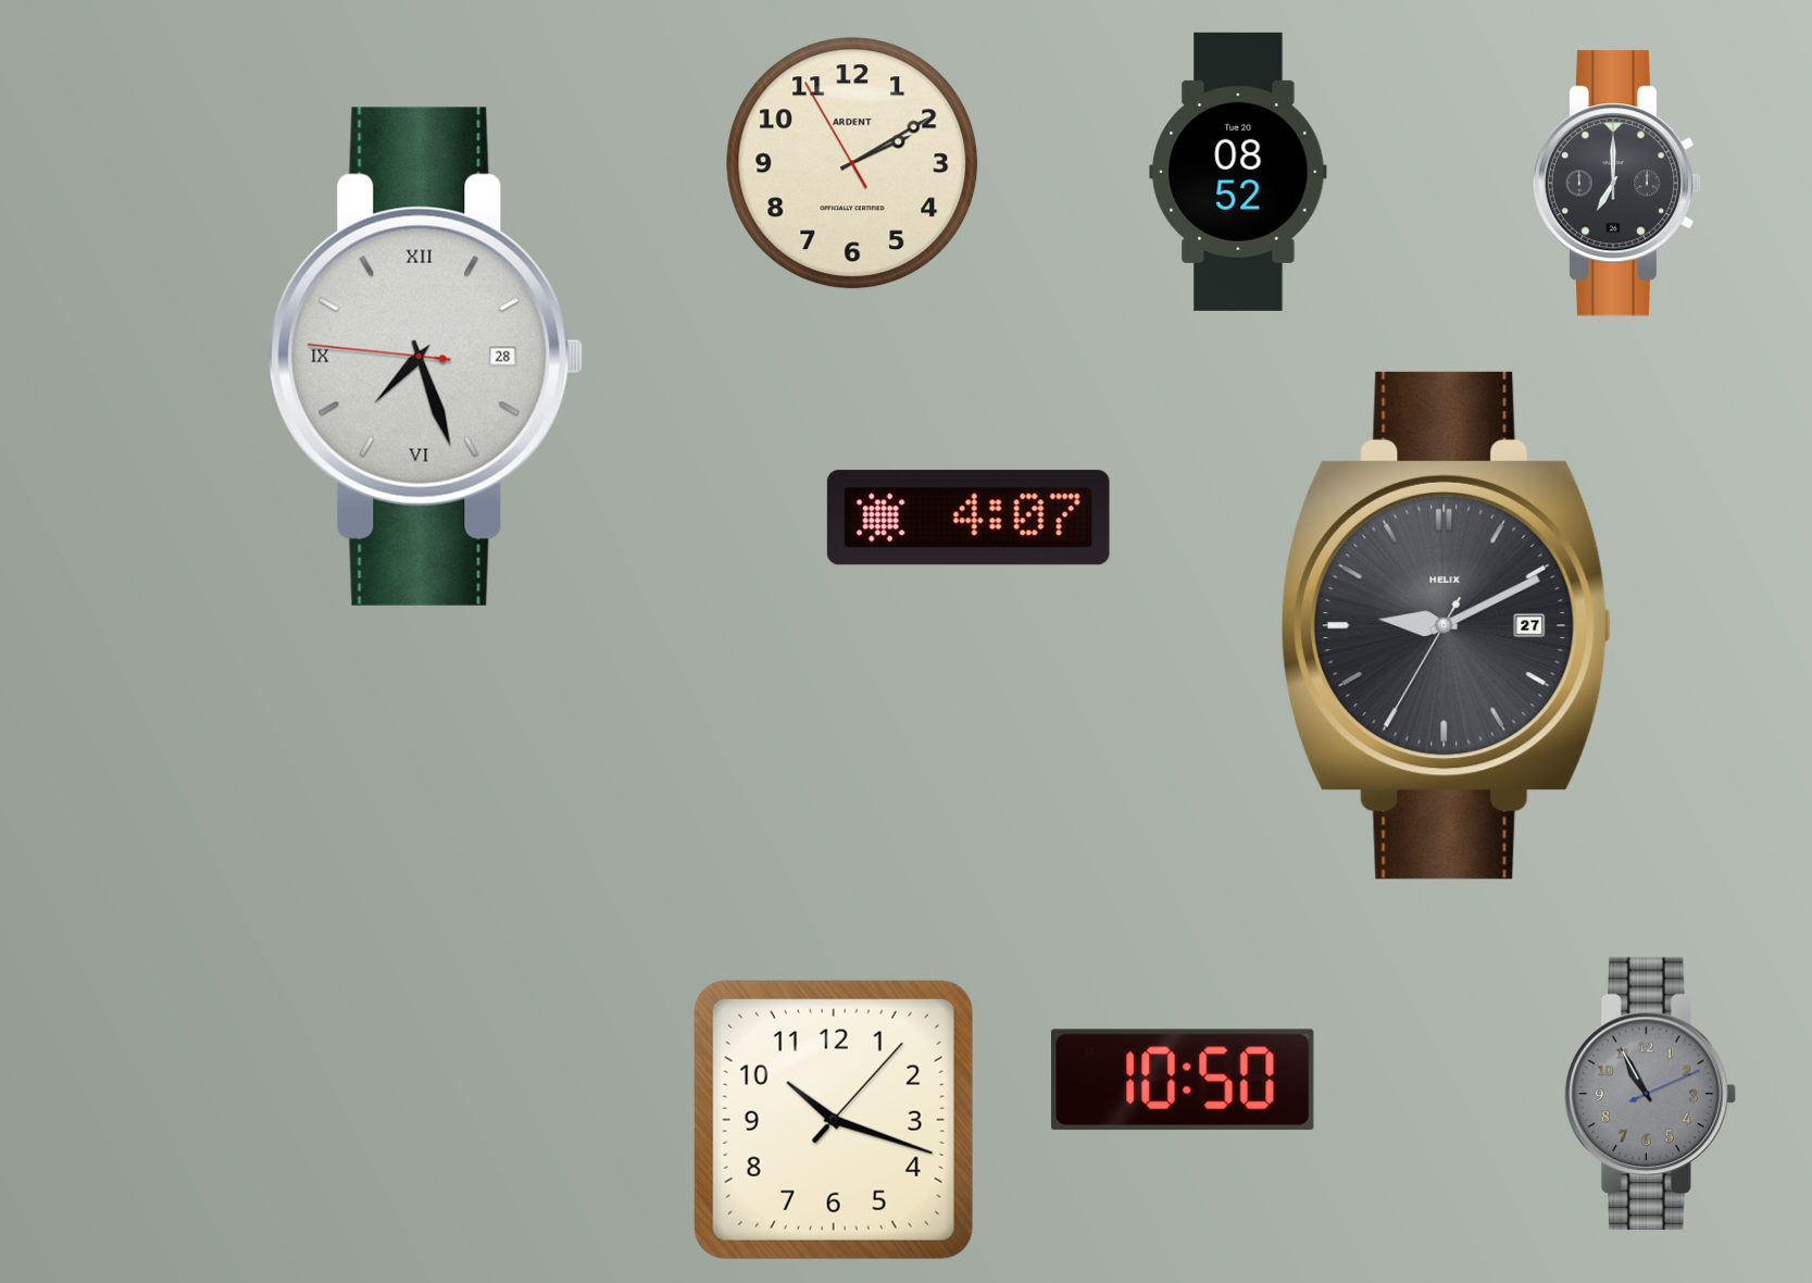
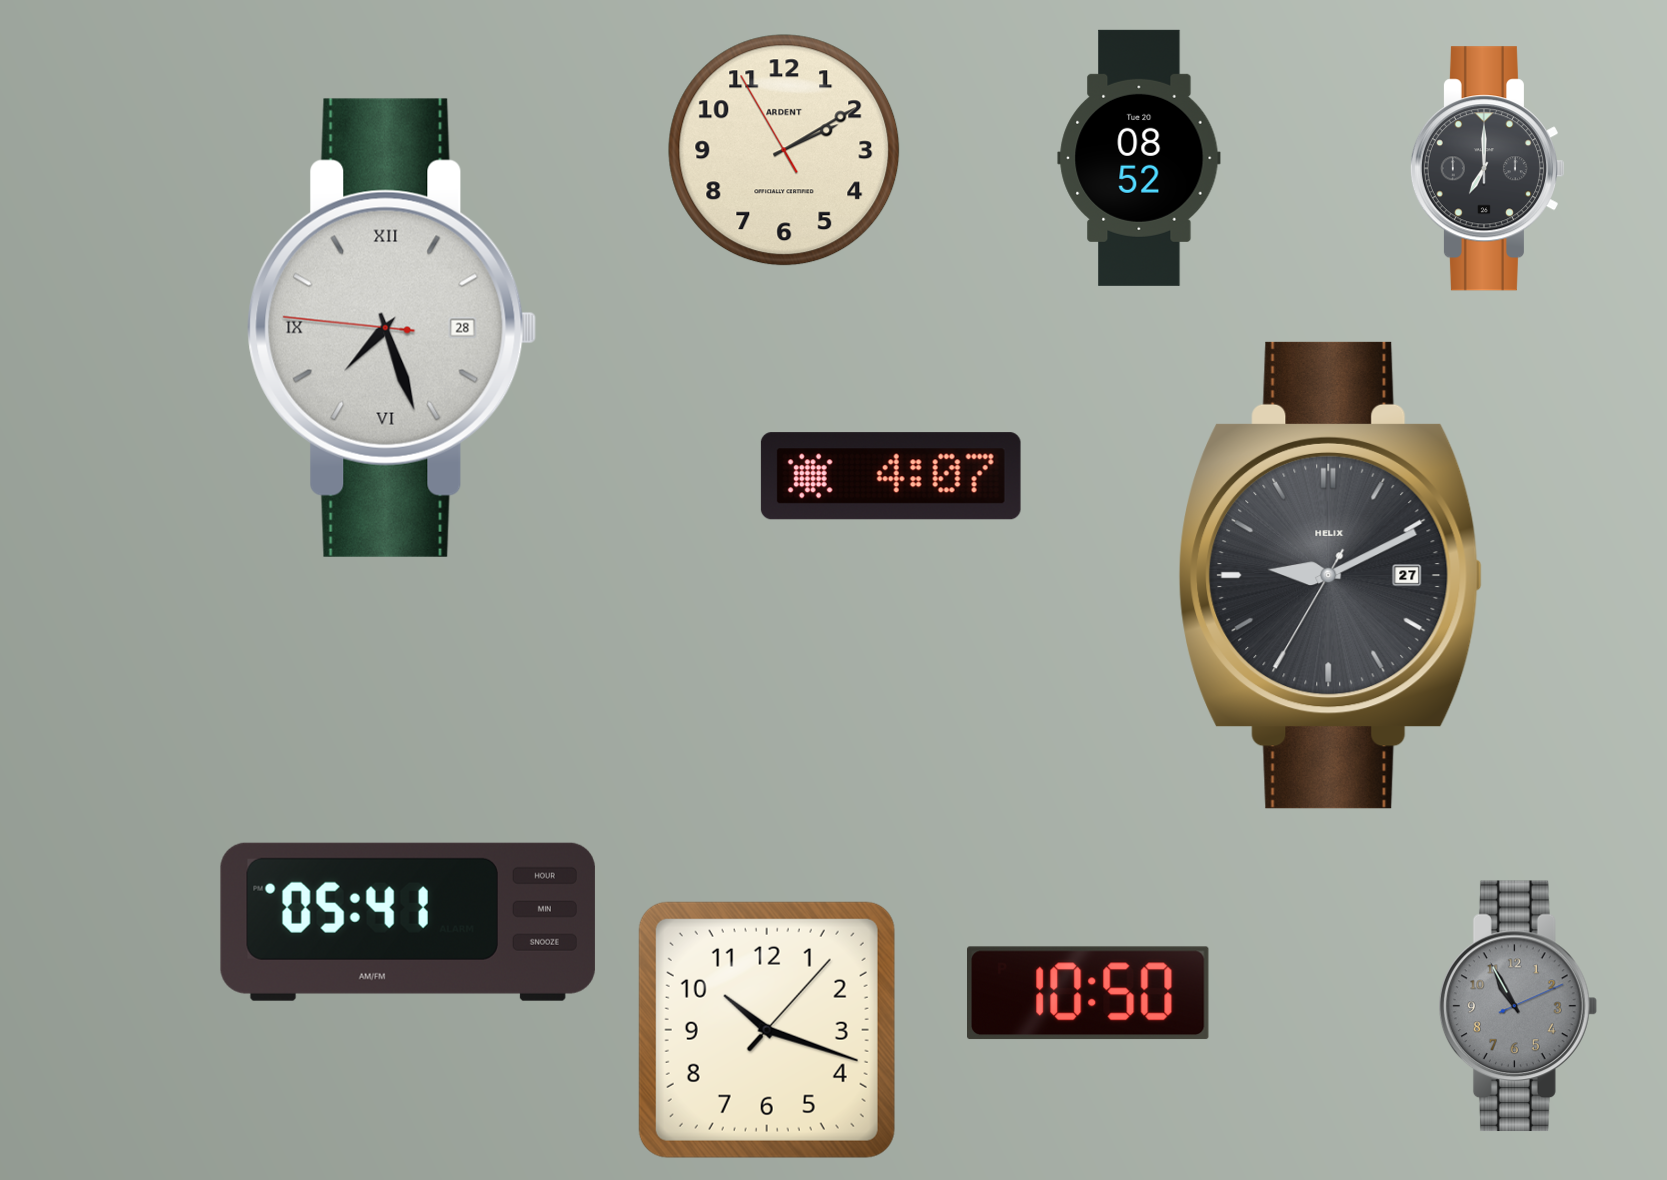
clock at (408, 922): none -> 05:41
